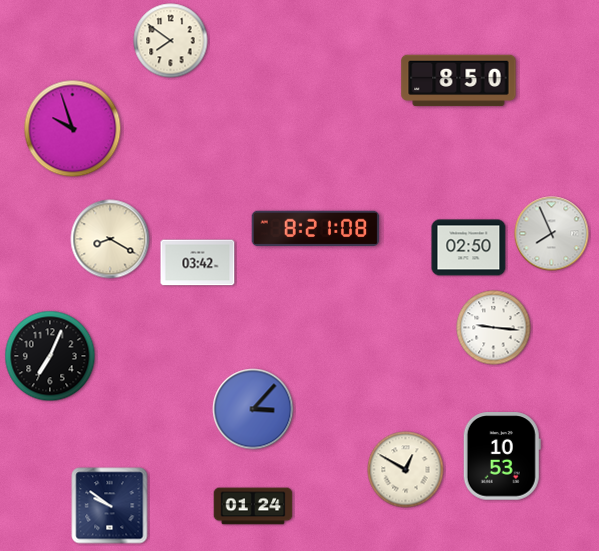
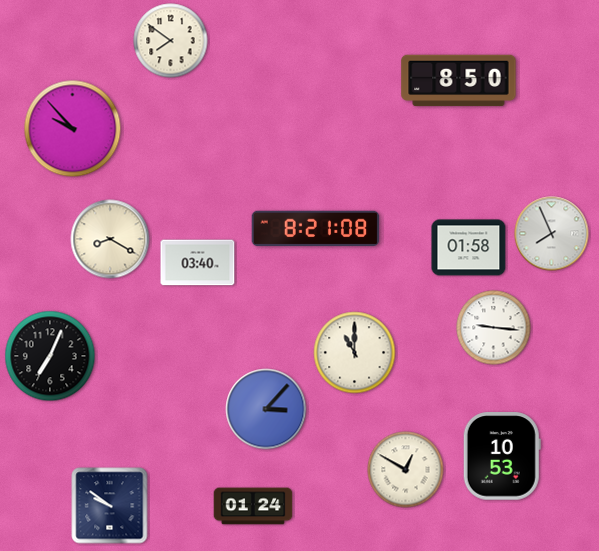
clock at (73, 129): 9:57 -> 9:53
clock at (469, 248): 02:50 -> 01:58
clock at (198, 263): 03:42 -> 03:40
clock at (355, 353): none -> 11:00
clock at (253, 409) position: (253, 409) -> (266, 409)
